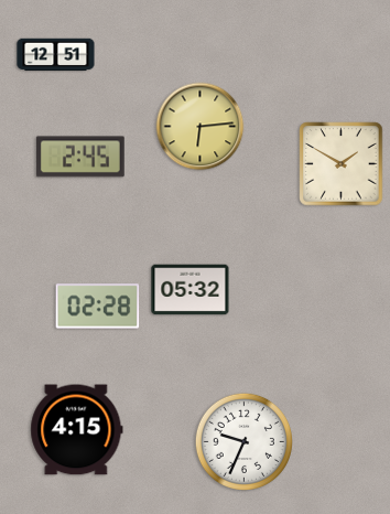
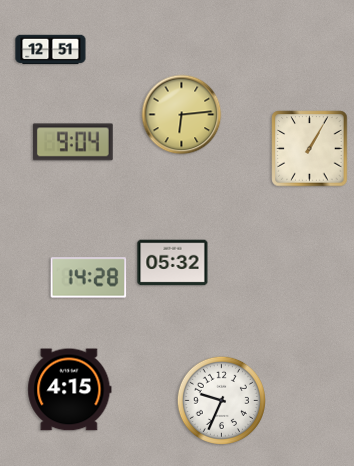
clock at (80, 157): 2:45 -> 9:04
clock at (342, 164): 1:50 -> 1:05
clock at (98, 307): 02:28 -> 14:28
